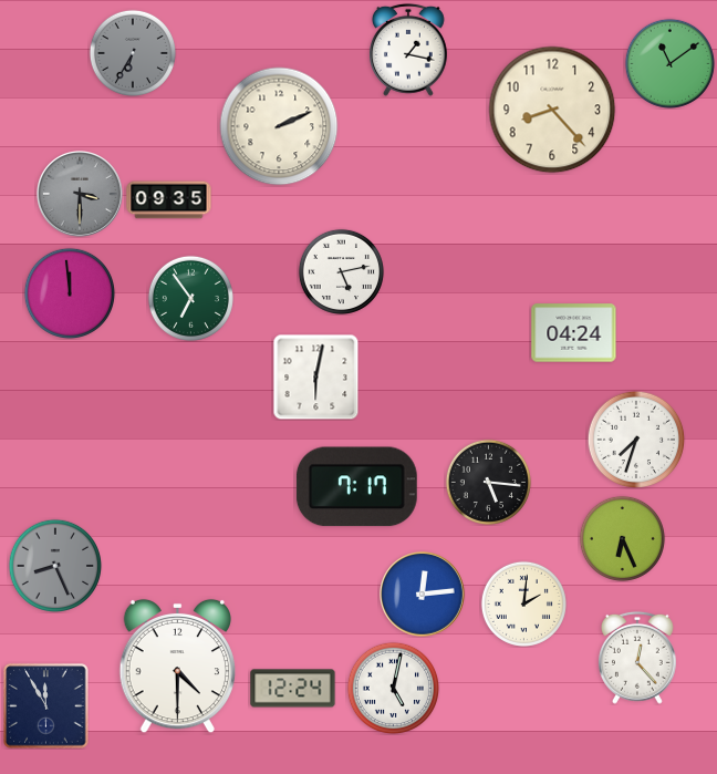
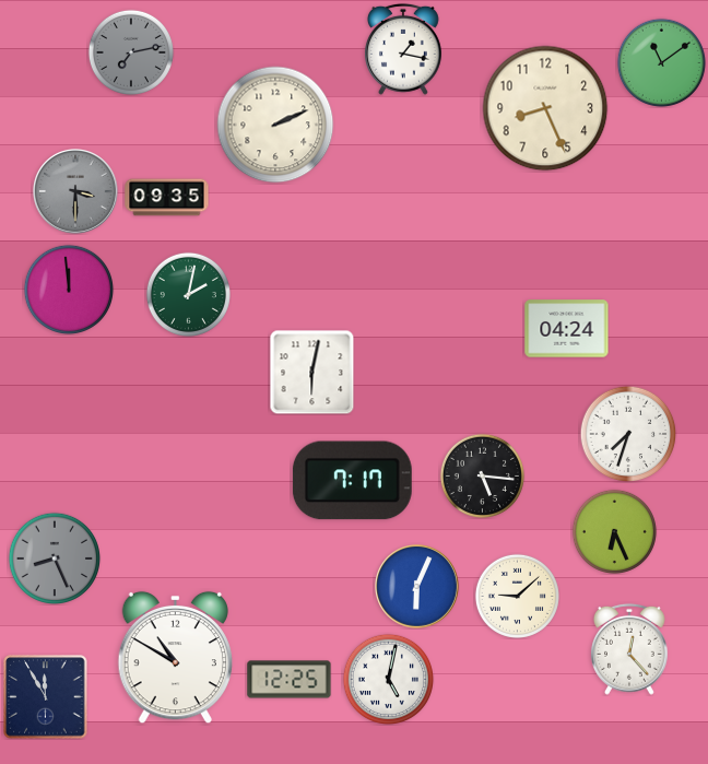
clock at (133, 53): 6:35 -> 7:13
clock at (552, 110): 8:23 -> 8:26
clock at (81, 195) position: (81, 195) -> (76, 192)
clock at (341, 271): 5:13 -> none
clock at (190, 298): 6:54 -> 2:02
clock at (423, 595): 12:14 -> 6:04
clock at (523, 603): 2:01 -> 9:08
clock at (177, 667): 4:30 -> 10:50
clock at (293, 689): 12:24 -> 12:25
